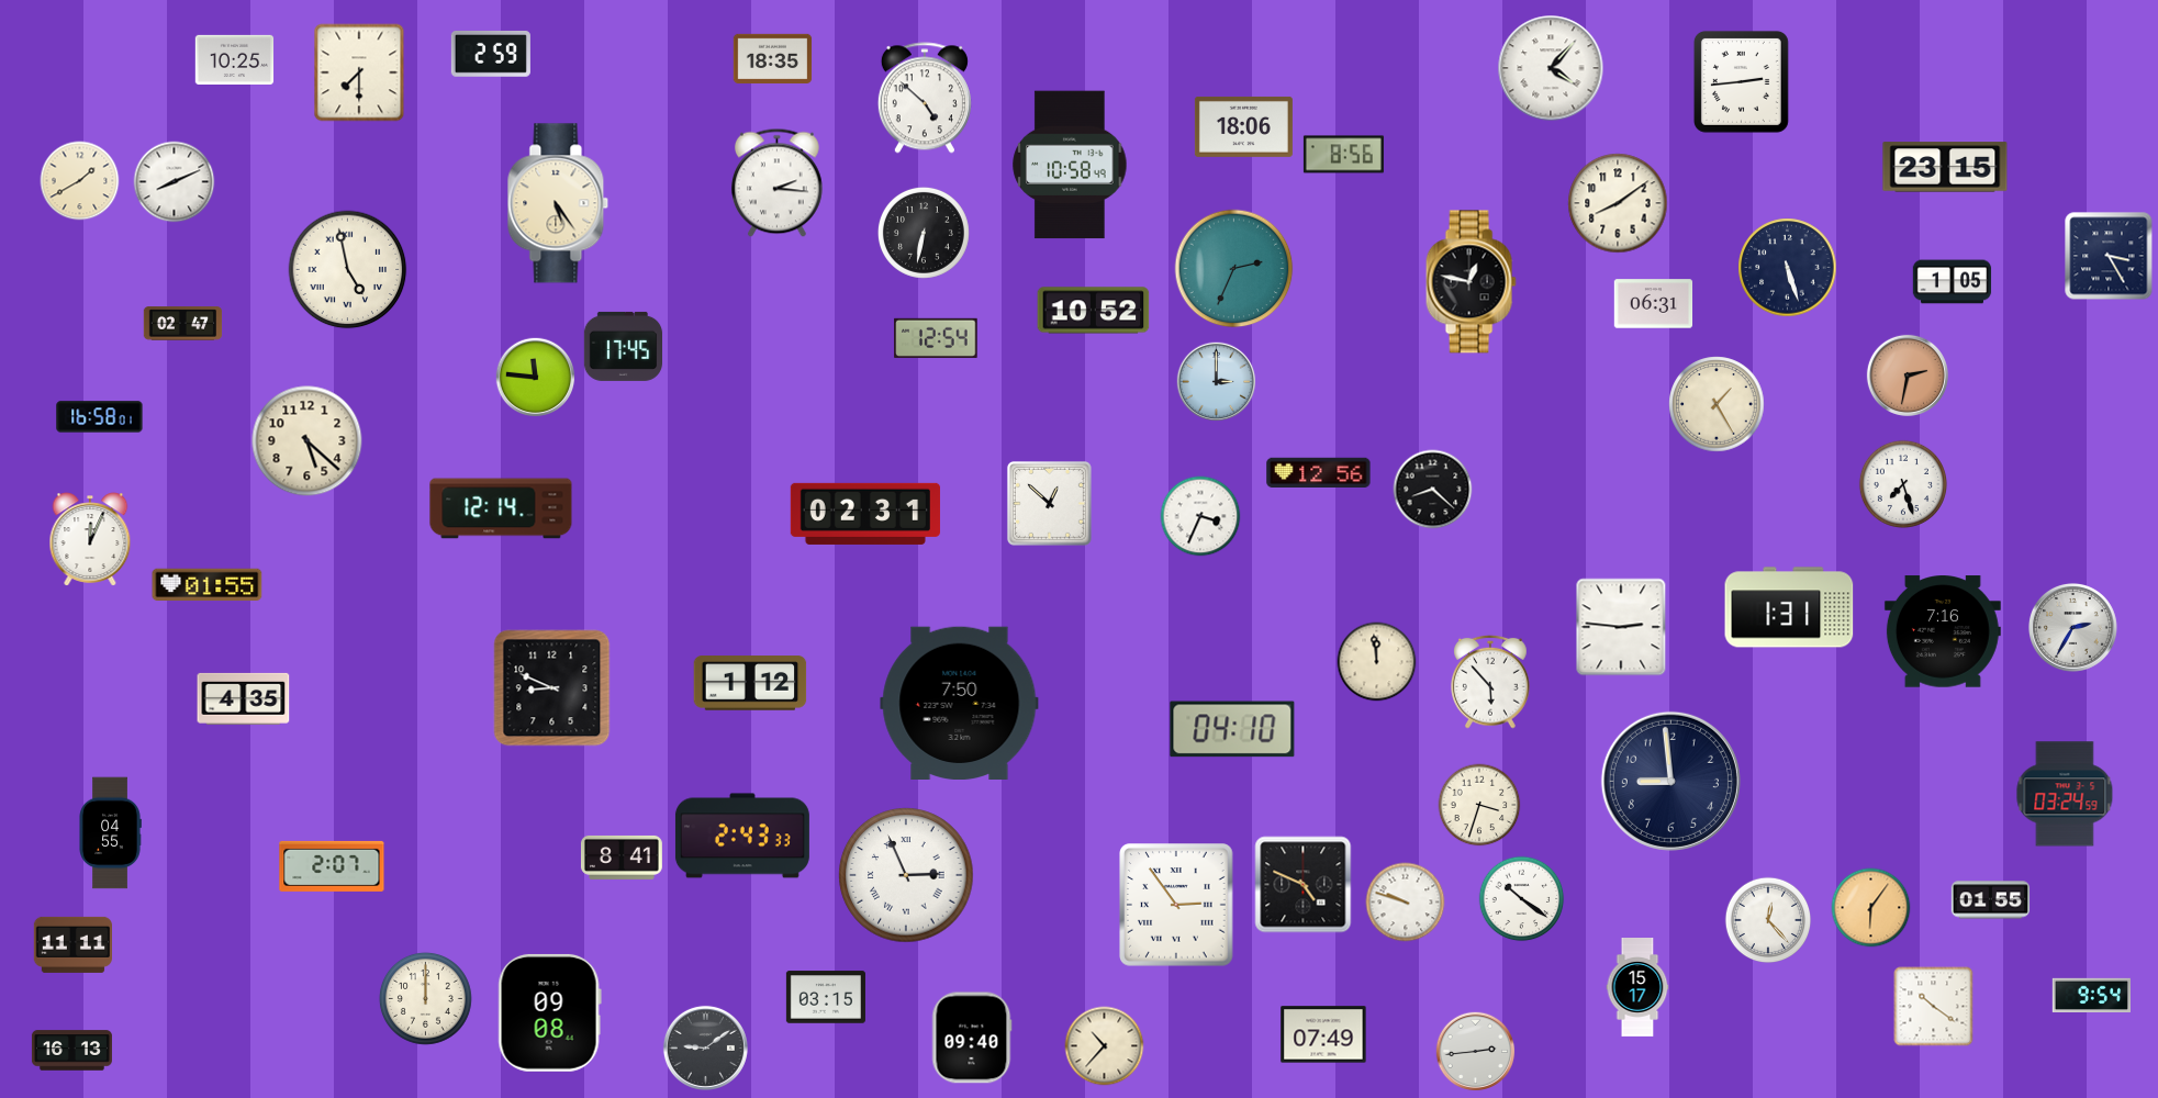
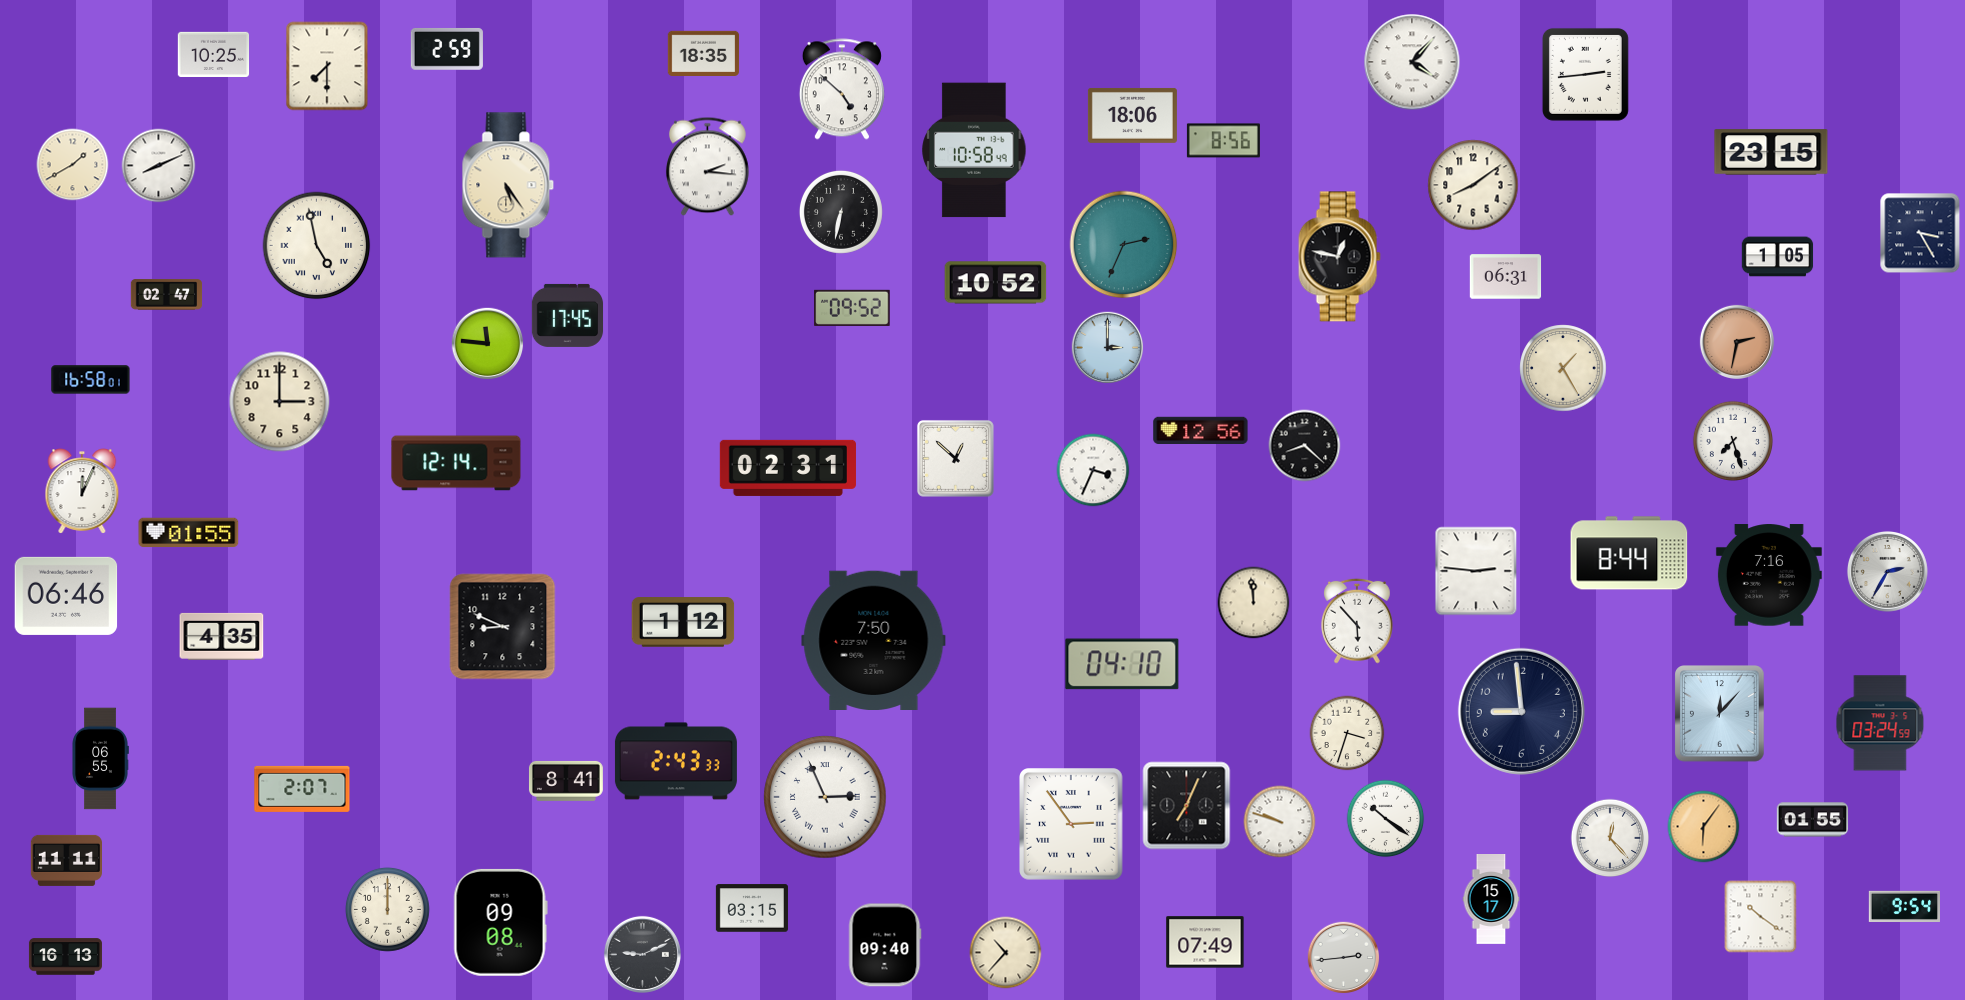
clock at (1788, 268): 5:27 -> none
clock at (936, 338): 12:54 -> 09:52
clock at (308, 441): 5:22 -> 3:00
clock at (1789, 607): 1:31 -> 8:44
clock at (66, 596): none -> 06:46
clock at (1720, 714): none -> 12:07
clock at (110, 833): 04:55 -> 06:55
clock at (1304, 885): 4:49 -> 7:04
clock at (705, 1047): 9:09 -> 9:11
